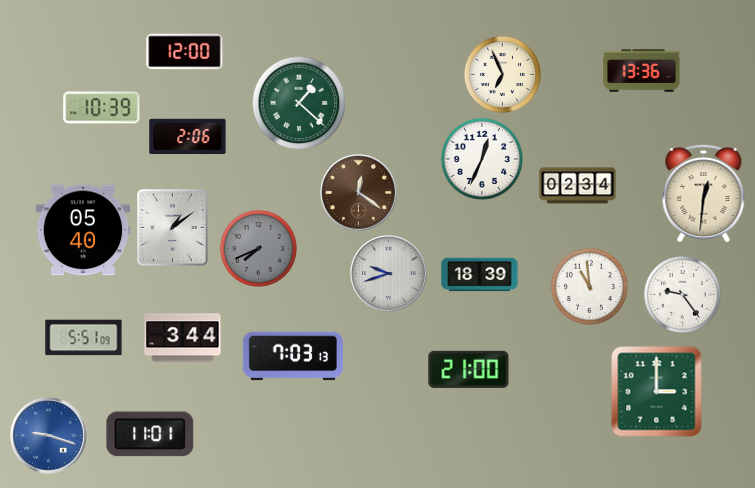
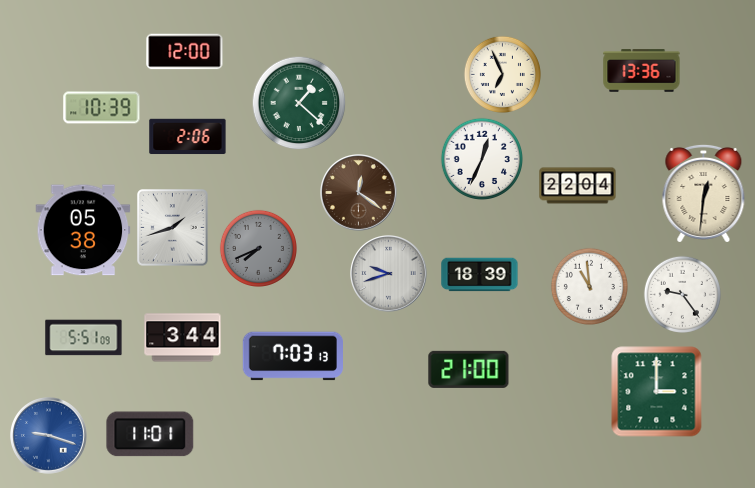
clock at (578, 186): 02:34 -> 22:04
clock at (173, 228): 1:09 -> 1:42
clock at (83, 230): 05:40 -> 05:38
